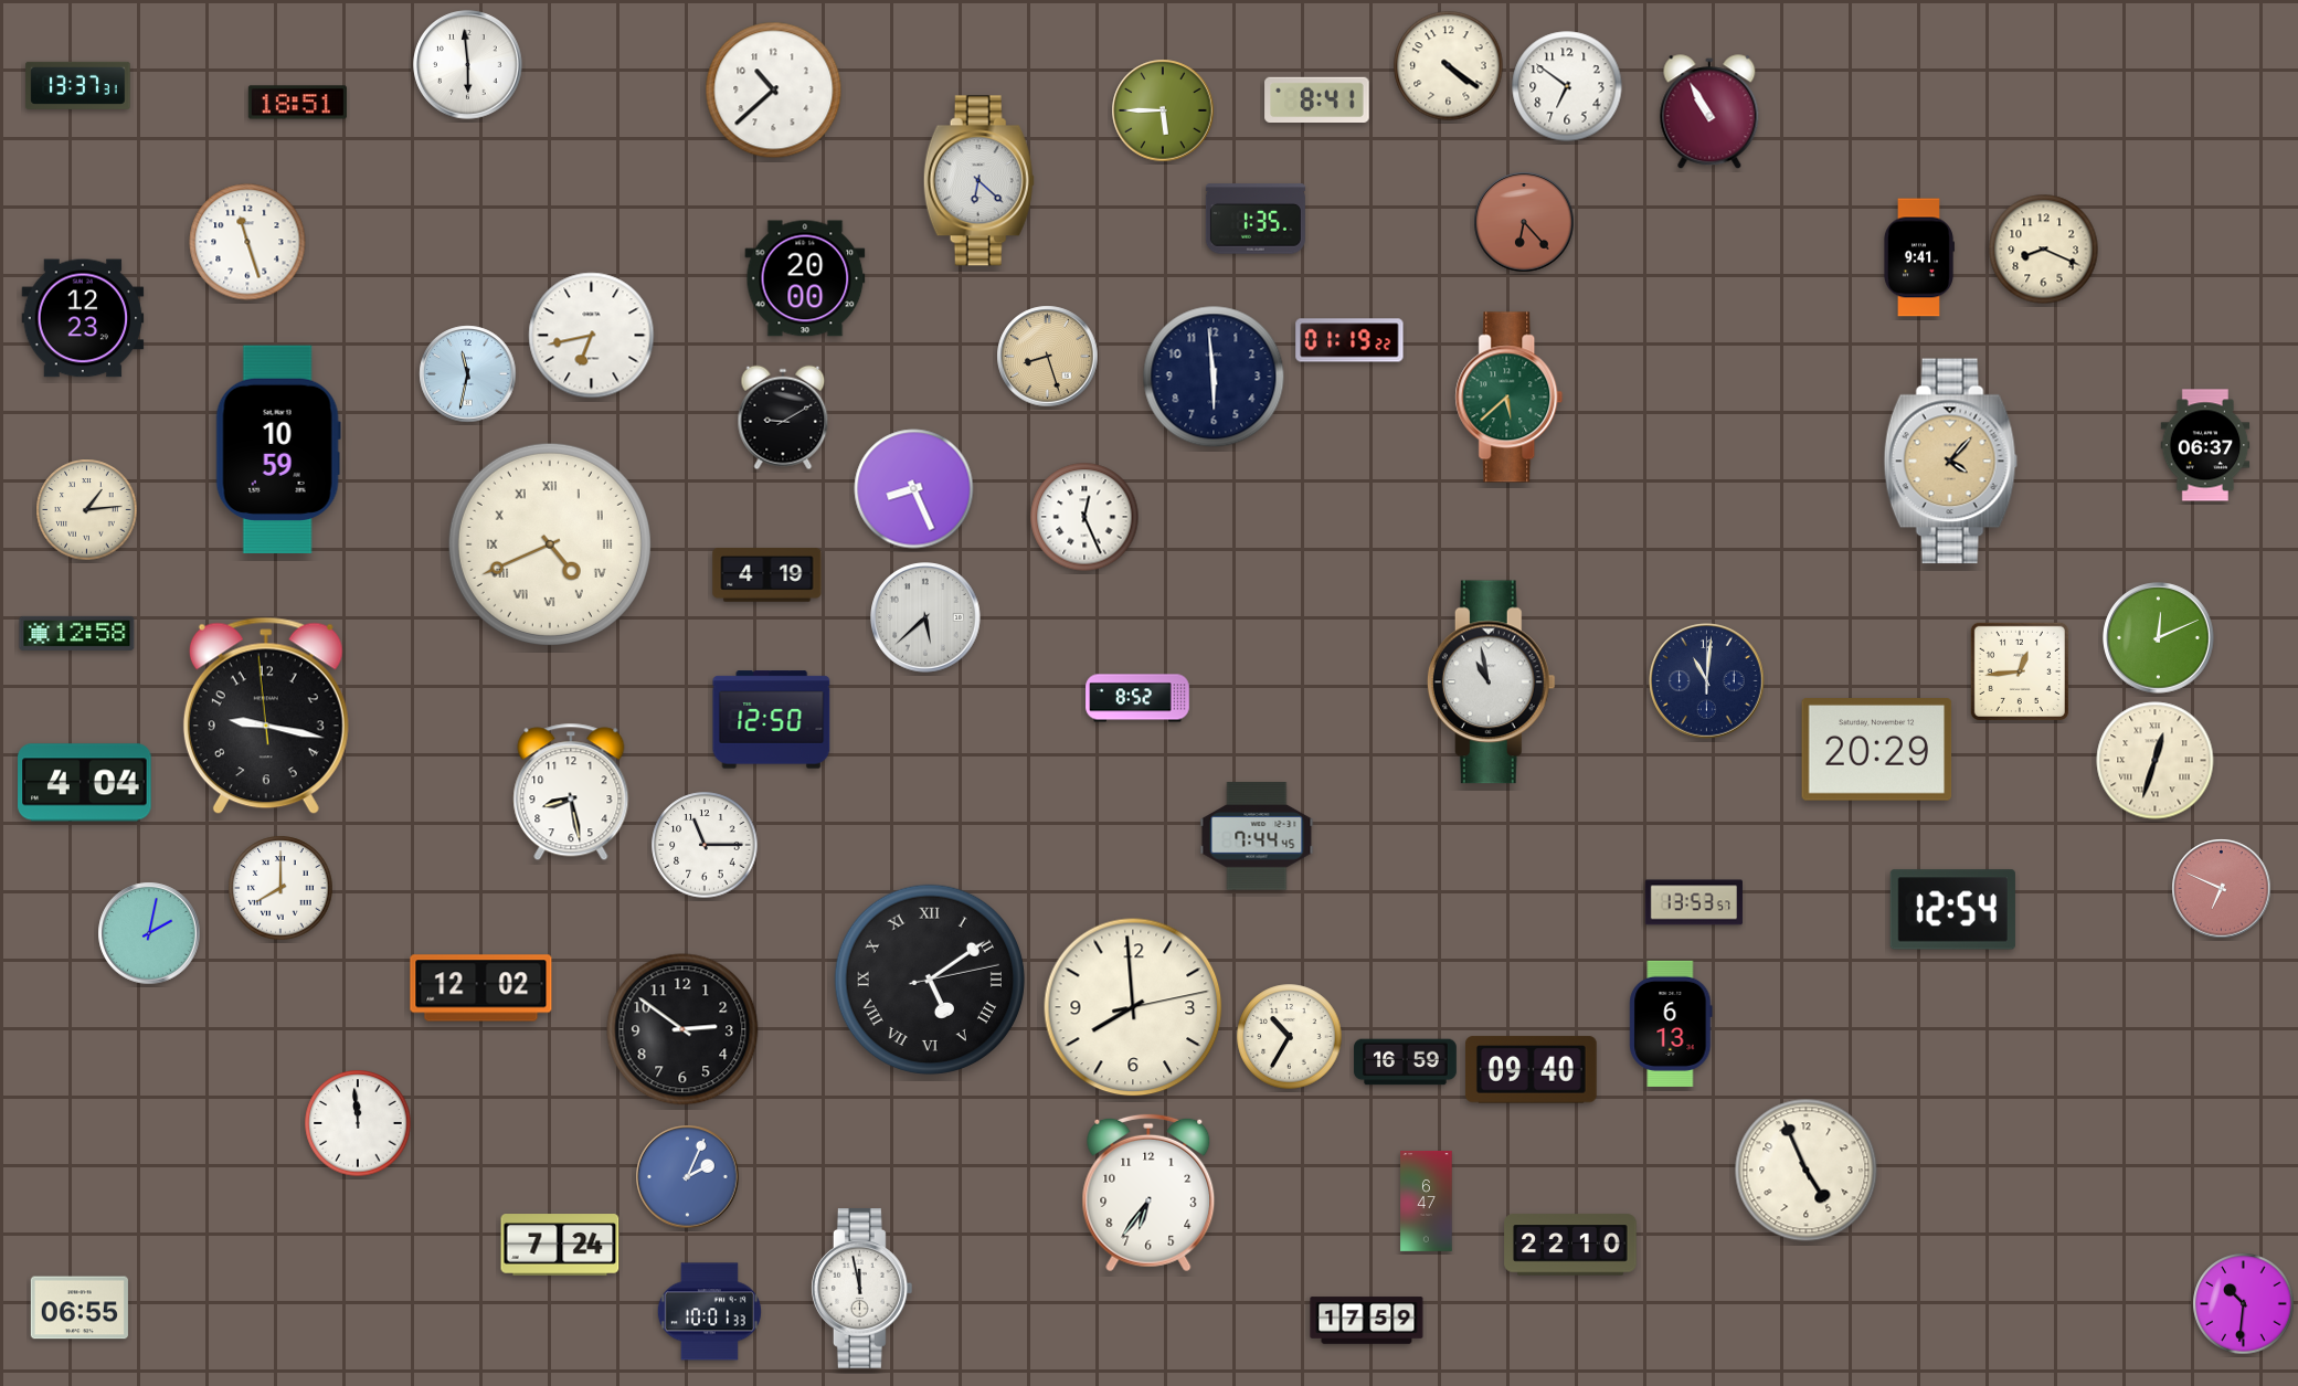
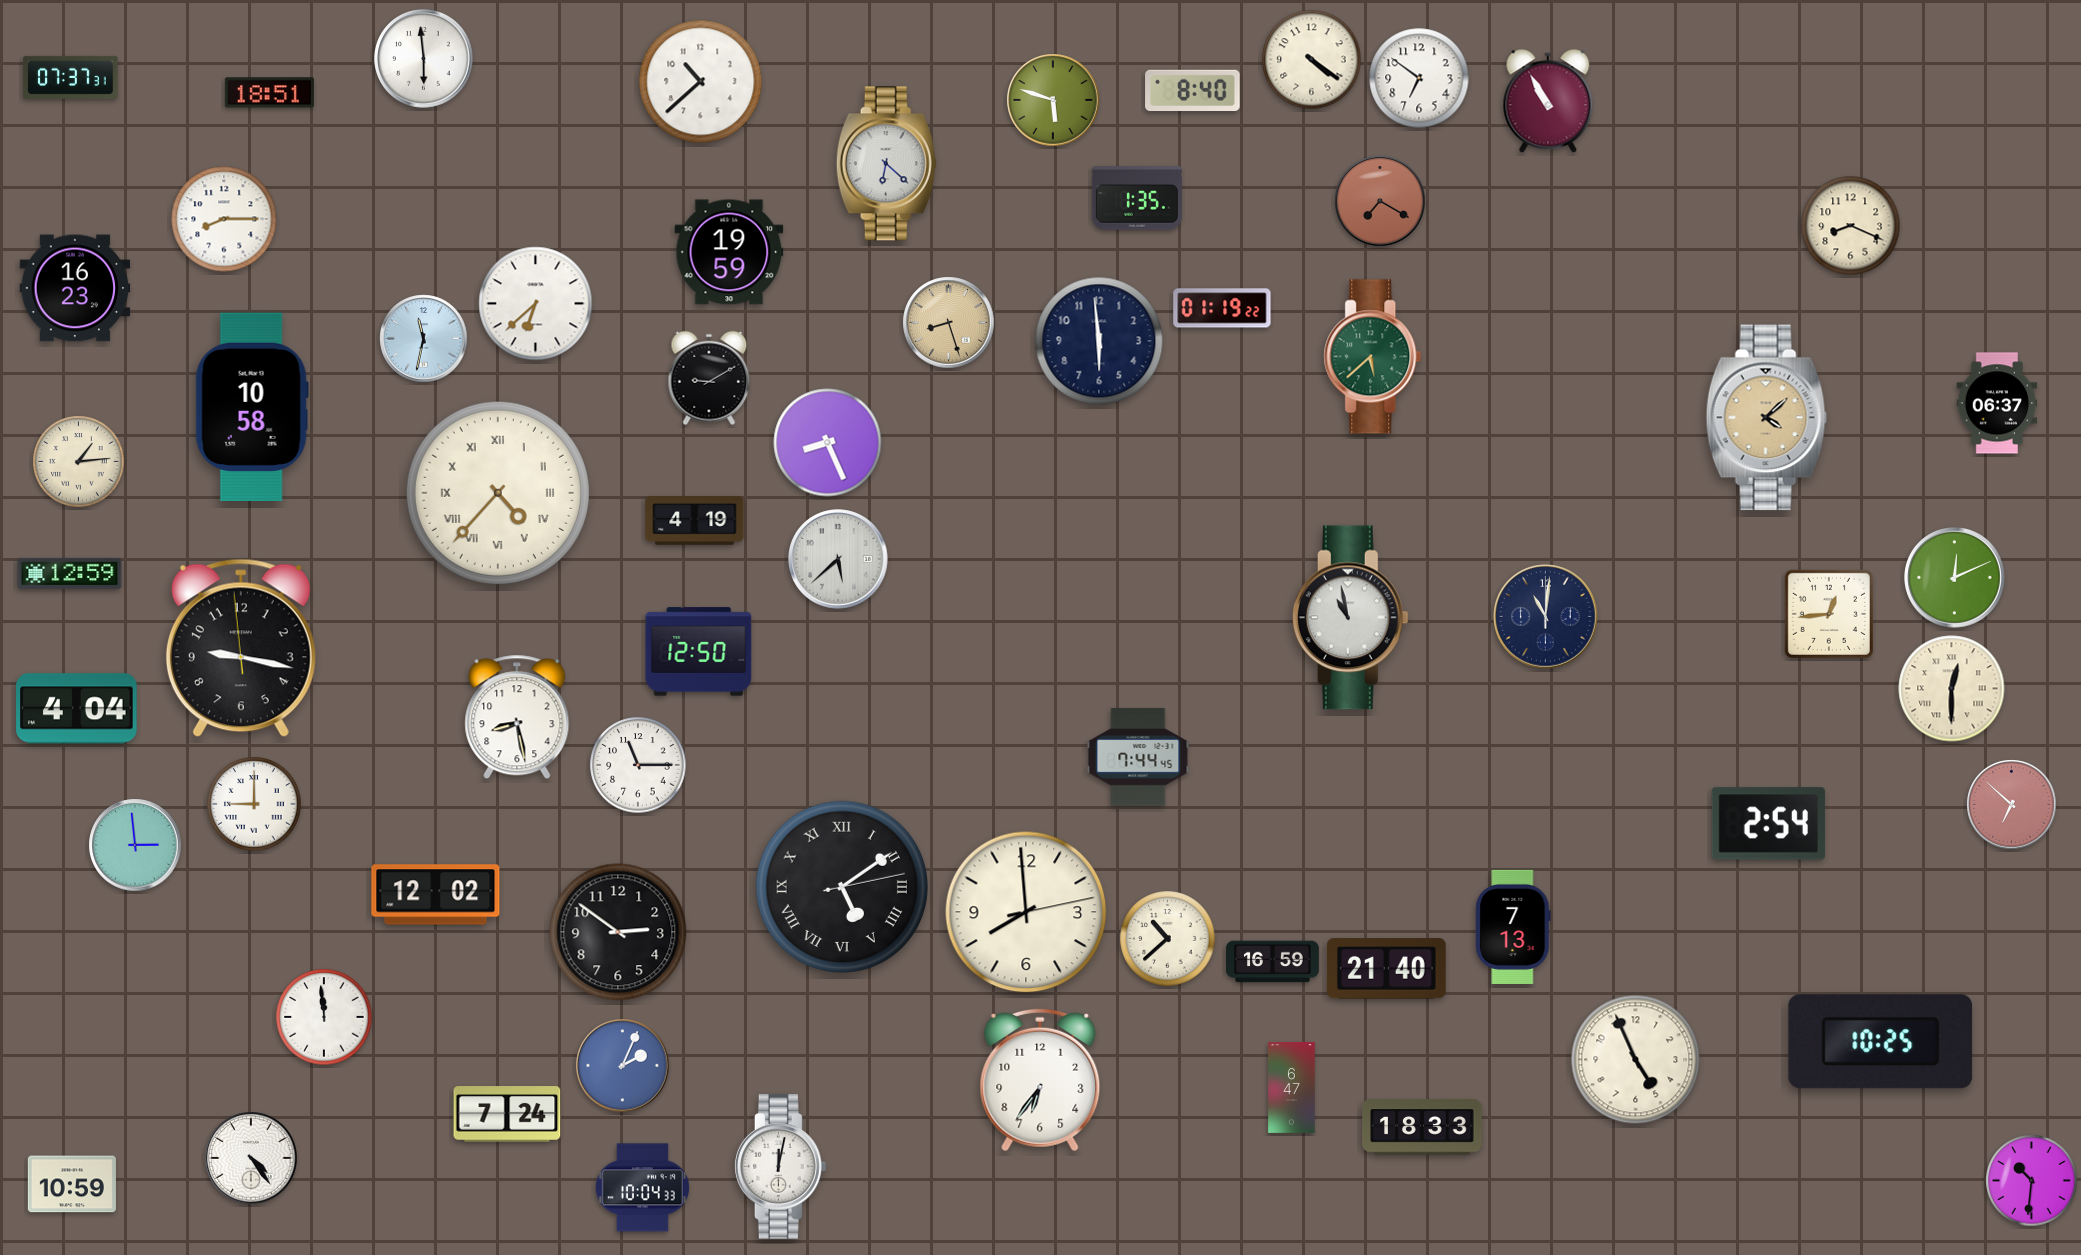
clock at (78, 85): 13:37 -> 07:37
clock at (1317, 100): 8:41 -> 8:40
clock at (1163, 110): 5:45 -> 5:48
clock at (1524, 222): 6:23 -> 7:20
clock at (247, 242): 11:27 -> 8:15
clock at (1918, 257): 9:41 -> none
clock at (805, 278): 20:00 -> 19:59
clock at (83, 318): 12:23 -> 16:23
clock at (592, 336): 6:43 -> 6:38
clock at (1510, 398) position: (1510, 398) -> (1373, 357)
clock at (278, 449): 10:59 -> 10:58
clock at (1951, 462): 4:07 -> 4:08
clock at (1084, 517): 12:26 -> none
clock at (550, 544): 4:41 -> 4:37
clock at (77, 633): 12:58 -> 12:59
clock at (2020, 671) position: (2020, 671) -> (1829, 614)
clock at (1137, 698): 8:52 -> none
clock at (1877, 750): 20:29 -> none
clock at (2156, 761): 12:33 -> 12:30
clock at (280, 888): 8:00 -> 9:00
clock at (2222, 889): 6:49 -> 6:52
clock at (1694, 902): 13:53 -> none
clock at (1952, 910): 12:54 -> 2:54
clock at (149, 933): 2:02 -> 2:59
clock at (1671, 1024): 6:13 -> 7:13
clock at (1290, 1037): 10:35 -> 10:38
clock at (1531, 1070): 09:40 -> 21:40
clock at (1881, 1042): none -> 10:25
clock at (560, 1245) position: (560, 1245) -> (507, 1114)
clock at (1570, 1245): 22:10 -> 18:33
clock at (251, 1158): none -> 4:24
clock at (861, 1289): 11:58 -> 12:02
clock at (80, 1308): 06:55 -> 10:59
clock at (709, 1312): 10:01 -> 10:04
clock at (1367, 1321): 17:59 -> none
